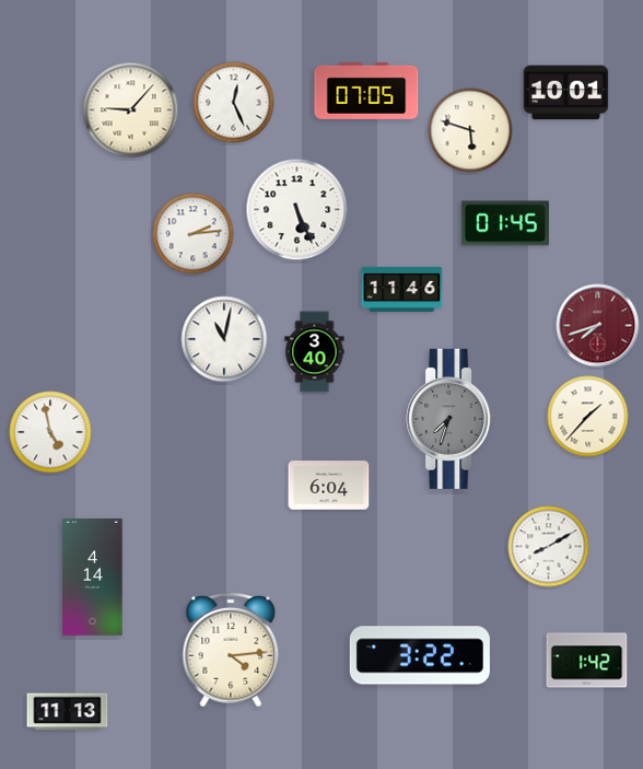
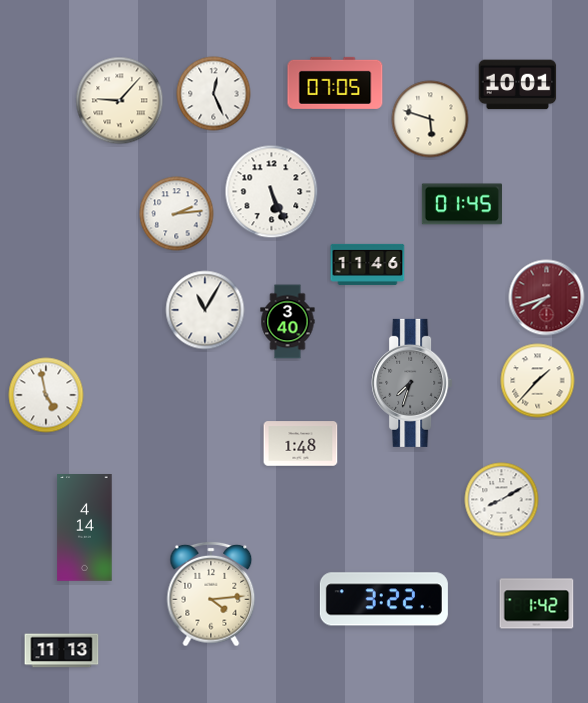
clock at (224, 339): 11:02 -> 11:05
clock at (329, 486): 6:04 -> 1:48
